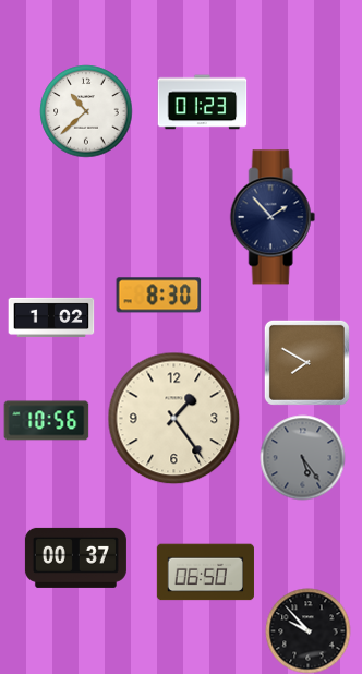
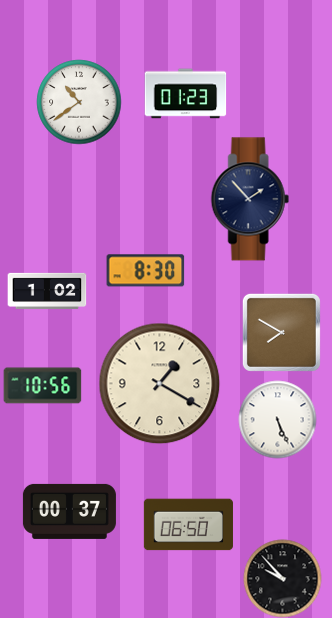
clock at (86, 111): 10:38 -> 10:39
clock at (173, 418): 1:24 -> 1:20
clock at (302, 457): 5:24 -> 5:26
clock at (302, 457) dial: grey -> white
